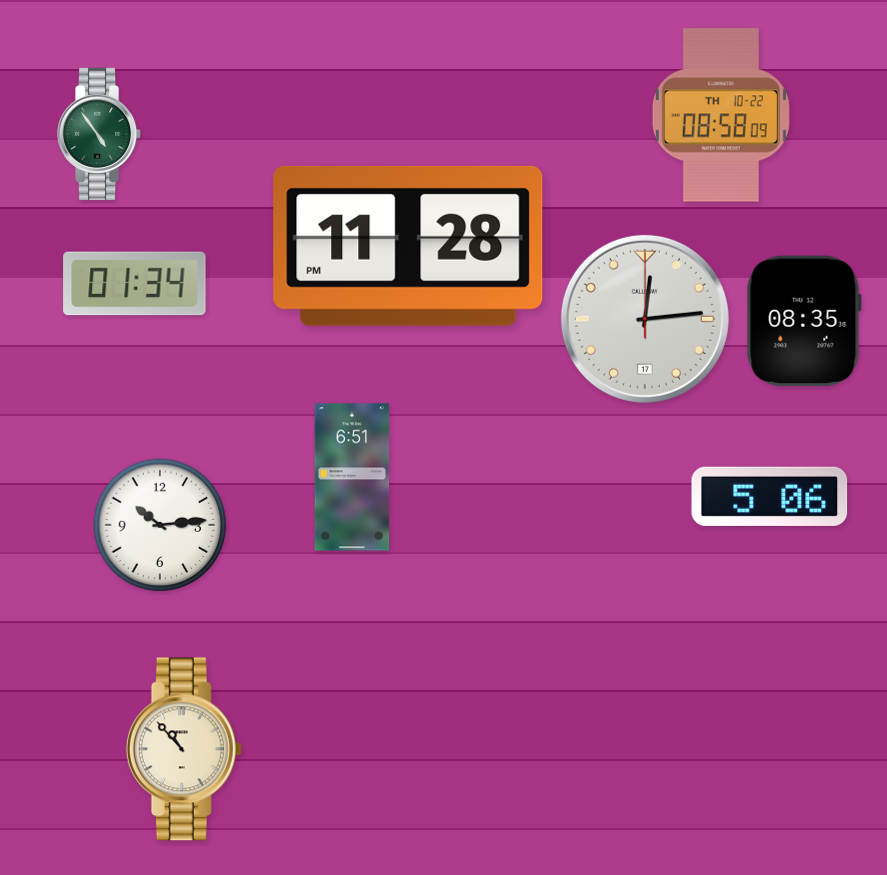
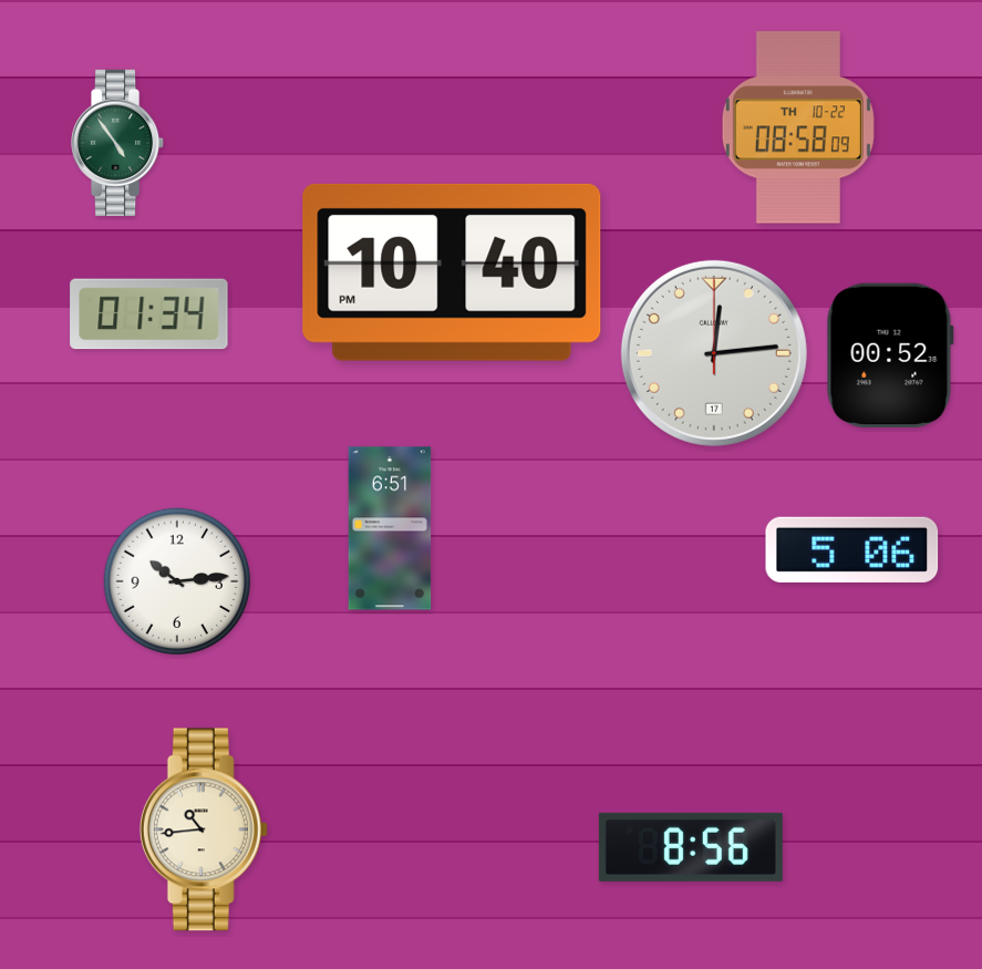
clock at (100, 134) position: (100, 134) -> (118, 143)
clock at (408, 246): 11:28 -> 10:40
clock at (804, 321): 08:35 -> 00:52
clock at (184, 749): 10:53 -> 10:44
clock at (691, 847): none -> 8:56
